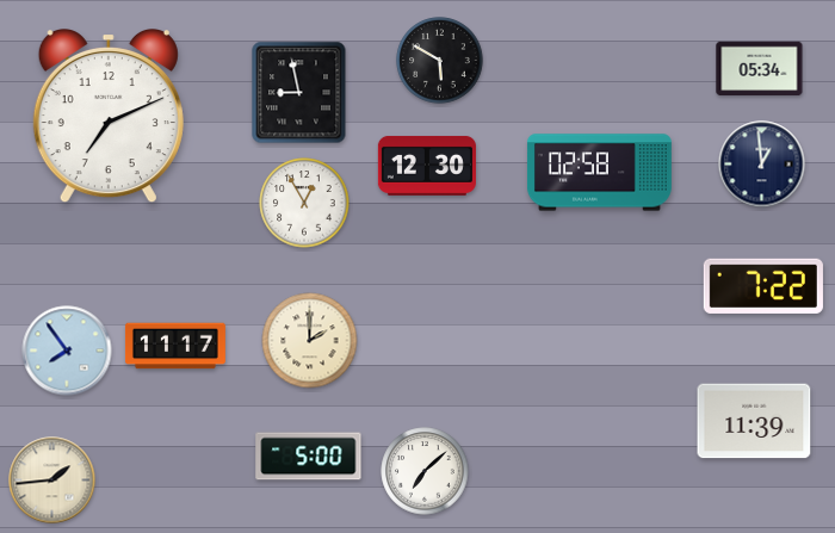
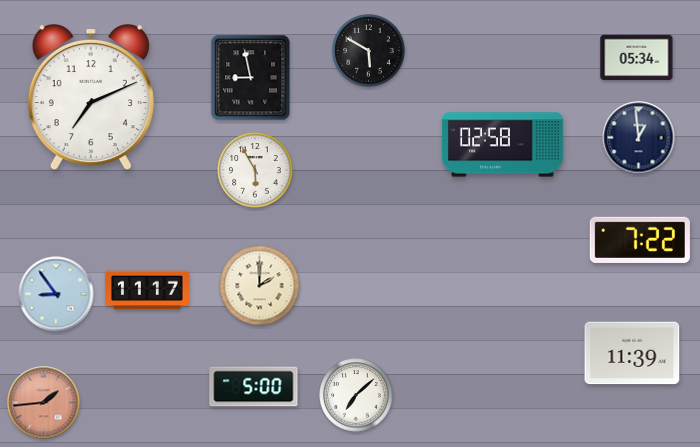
clock at (427, 166): 12:30 -> none
clock at (304, 203): 12:55 -> 5:55
clock at (67, 351): 7:54 -> 8:54
clock at (309, 457) position: (309, 457) -> (254, 387)
clock at (52, 481) dial: cream -> salmon
